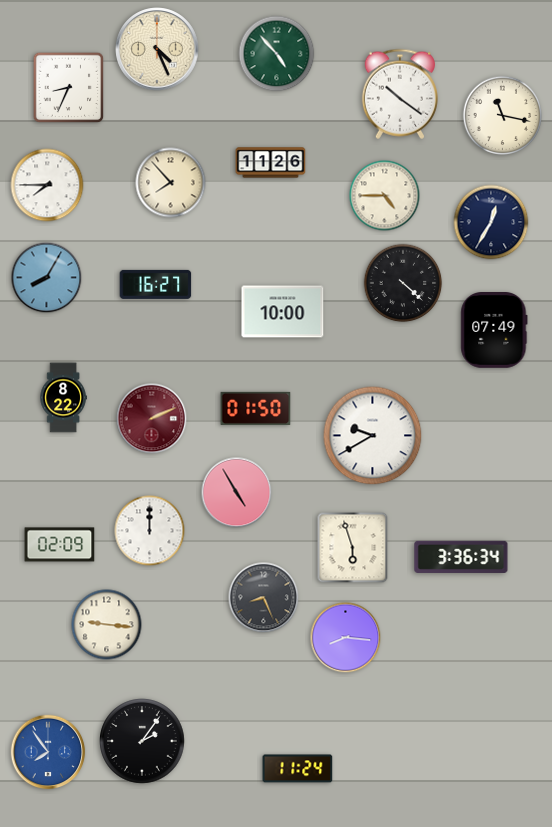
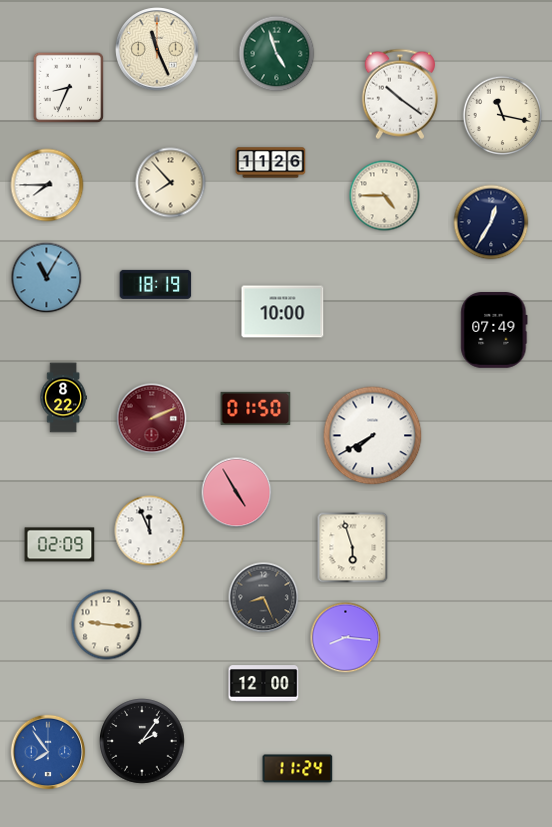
clock at (157, 49): 4:26 -> 11:26
clock at (277, 54): 4:53 -> 4:57
clock at (47, 278): 8:05 -> 11:05
clock at (403, 283): 4:22 -> none
clock at (156, 284): 16:27 -> 18:19
clock at (373, 436): 9:40 -> 7:40
clock at (150, 531): 12:00 -> 11:56
clock at (461, 557): 3:36 -> none
clock at (264, 684): none -> 12:00
